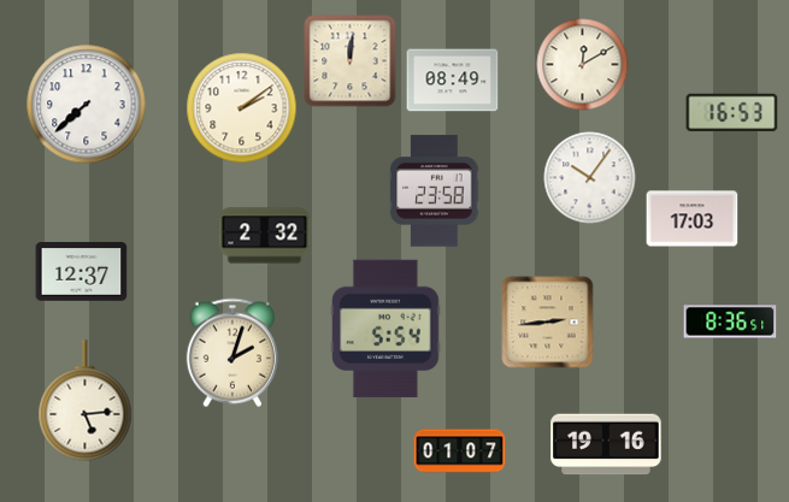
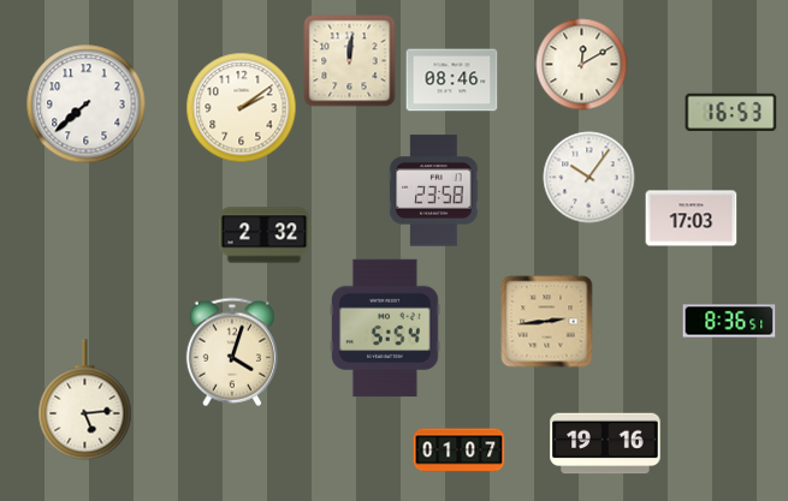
clock at (453, 81): 08:49 -> 08:46
clock at (82, 272): 12:37 -> none
clock at (231, 353): 2:03 -> 4:03
